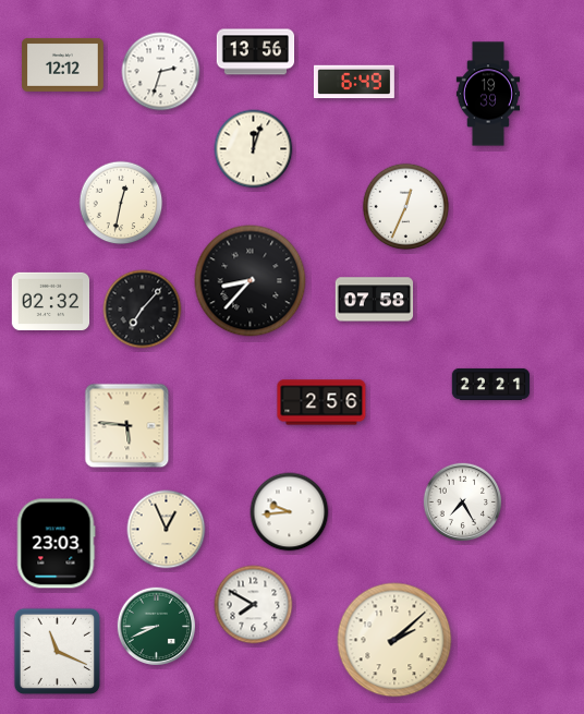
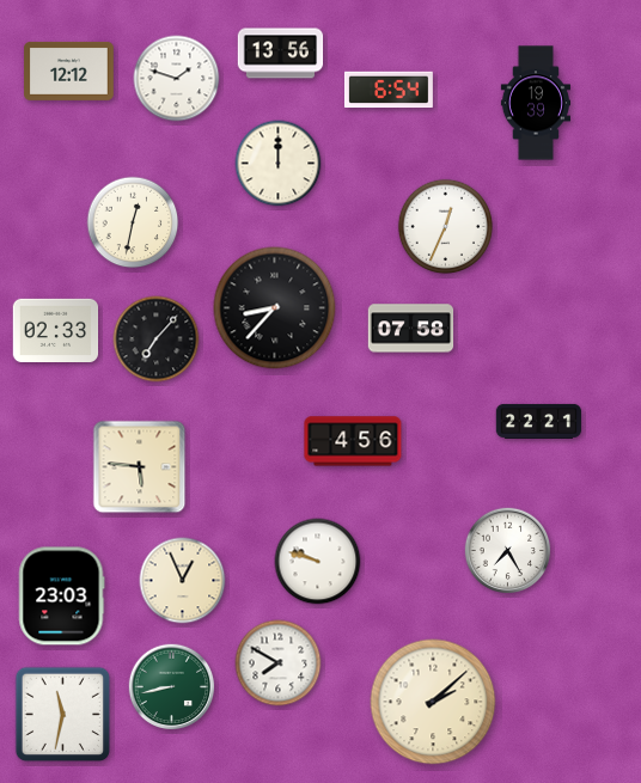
clock at (256, 52) position: (256, 52) -> (281, 54)
clock at (161, 72): 2:33 -> 1:48
clock at (354, 82): 6:49 -> 6:54
clock at (254, 149): 12:03 -> 12:00
clock at (51, 301): 02:32 -> 02:33
clock at (321, 402): 2:56 -> 4:56
clock at (290, 512): 9:44 -> 9:48
clock at (157, 627): 8:41 -> 8:43
clock at (58, 652): 11:19 -> 11:32
